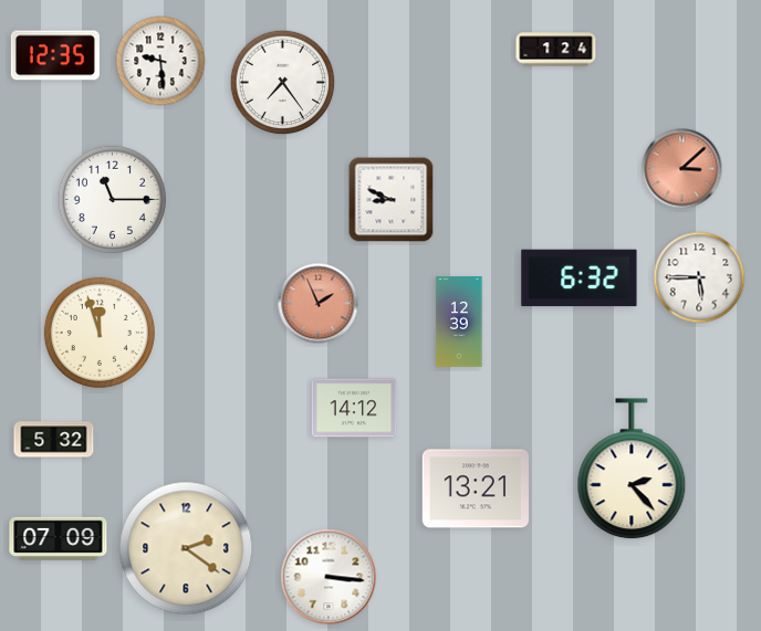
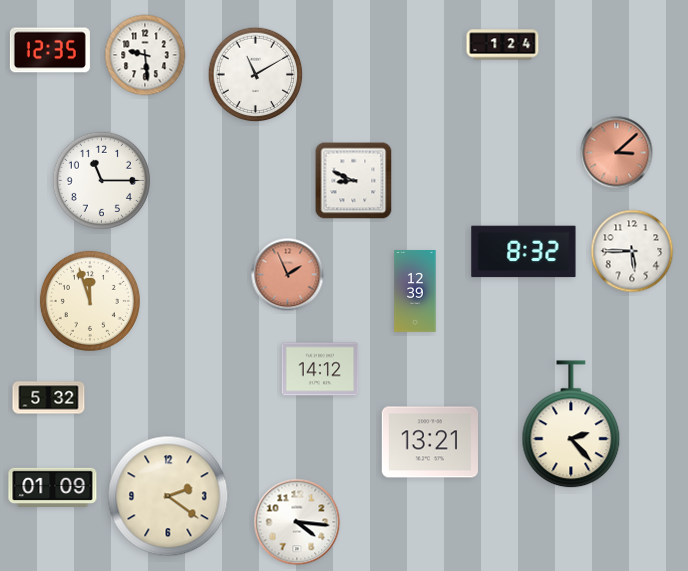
clock at (283, 83): 7:24 -> 11:10
clock at (580, 278): 6:32 -> 8:32
clock at (59, 538): 07:09 -> 01:09
clock at (329, 577): 3:16 -> 4:16
